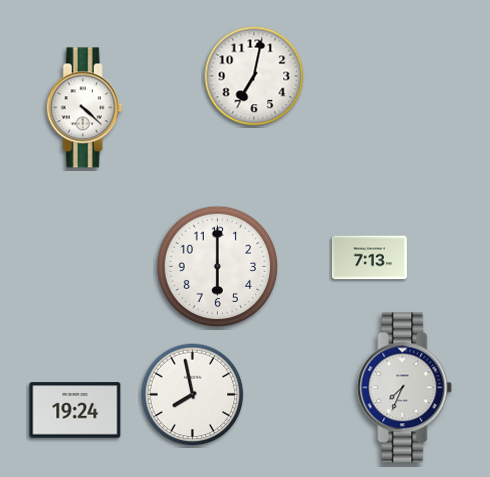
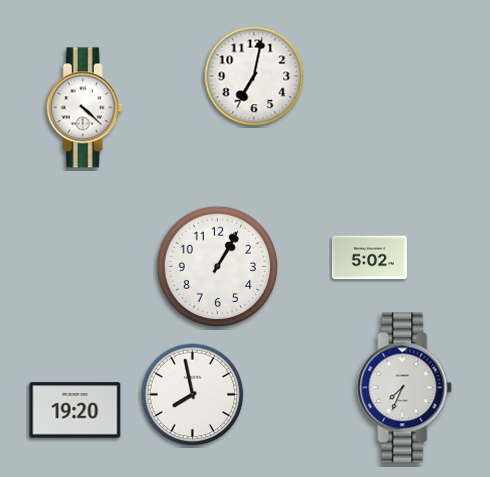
clock at (369, 258): 7:13 -> 5:02
clock at (218, 267): 6:00 -> 1:05
clock at (75, 410): 19:24 -> 19:20
